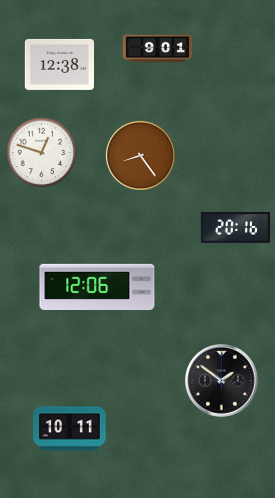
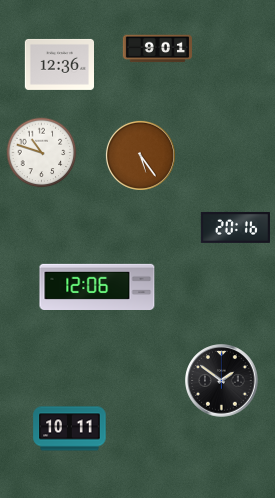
clock at (59, 64): 12:38 -> 12:36
clock at (42, 153): 12:48 -> 10:48
clock at (140, 155): 8:24 -> 5:24
